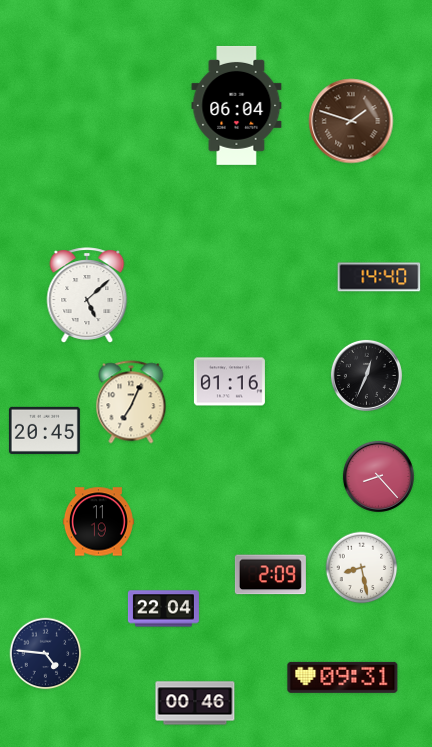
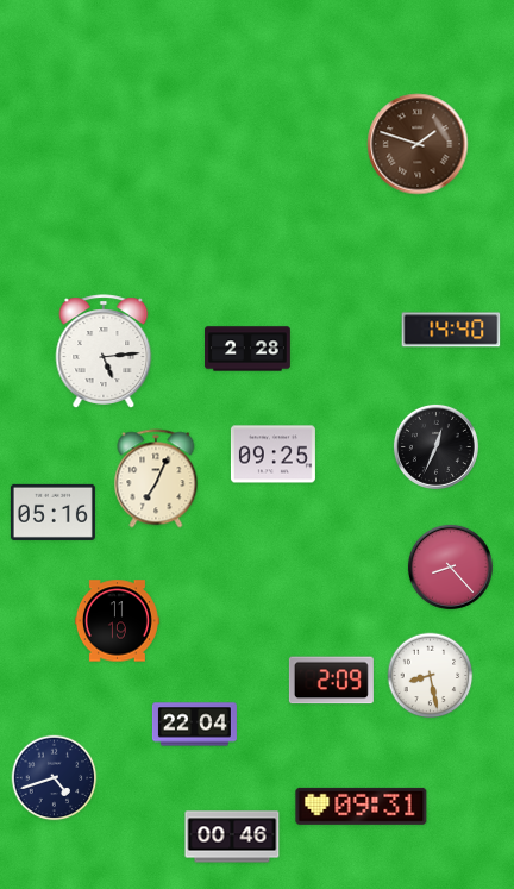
clock at (237, 105): 06:04 -> none
clock at (249, 349): none -> 2:28
clock at (87, 295): 5:08 -> 5:14
clock at (229, 382): 01:16 -> 09:25
clock at (44, 430): 20:45 -> 05:16
clock at (270, 575) position: (270, 575) -> (331, 681)
clock at (46, 654): 4:46 -> 4:42
clock at (343, 677) position: (343, 677) -> (362, 806)
